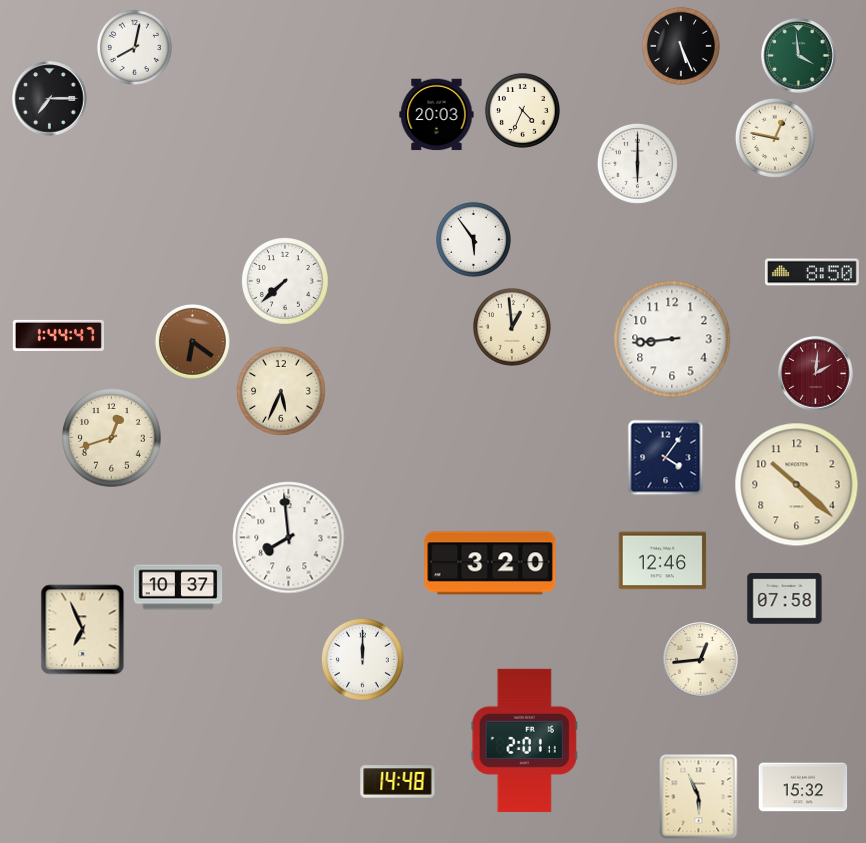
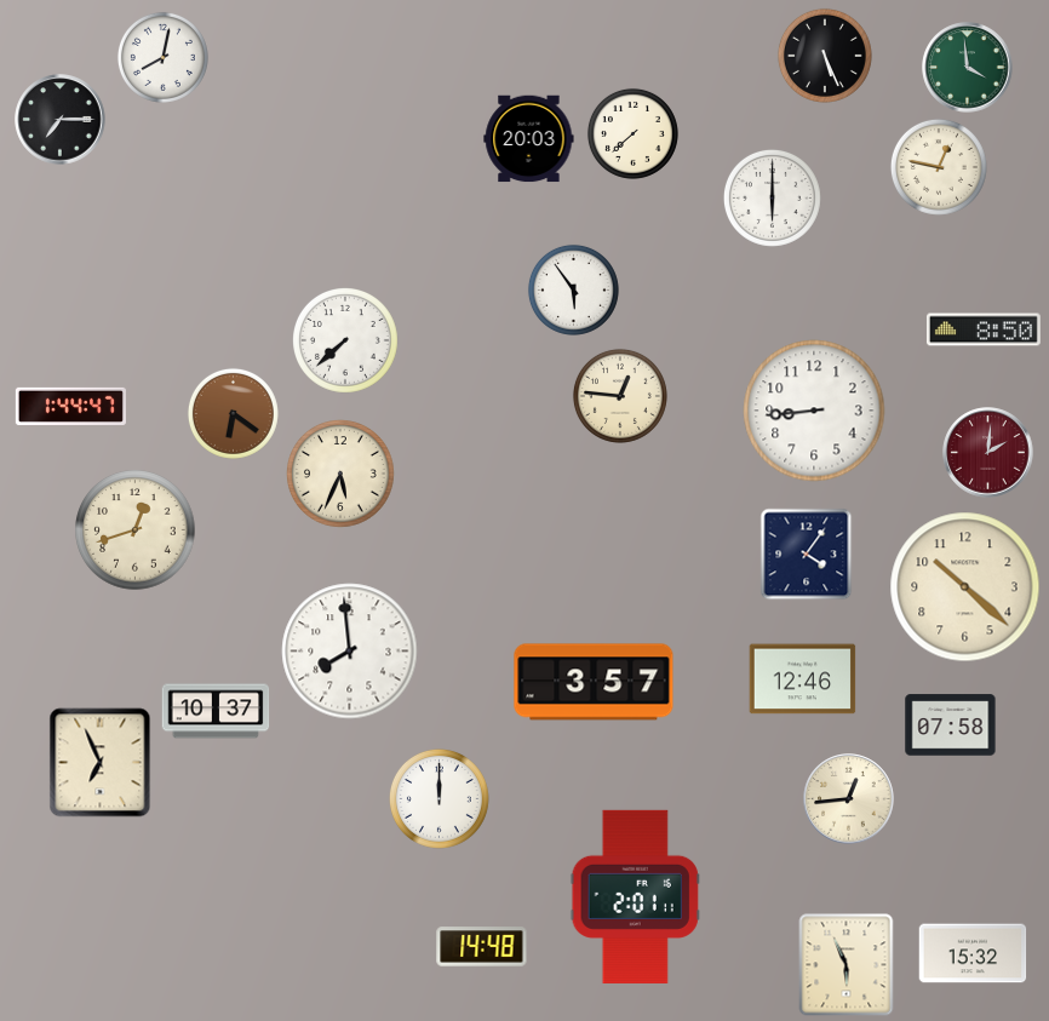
clock at (522, 110): 4:34 -> 7:38
clock at (512, 327): 12:59 -> 12:46
clock at (490, 563): 3:20 -> 3:57
